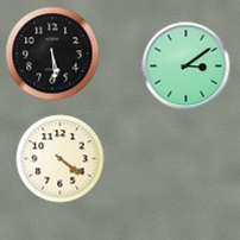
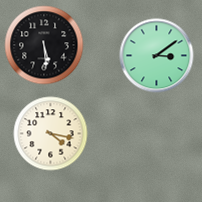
clock at (61, 159): 4:21 -> 4:17
